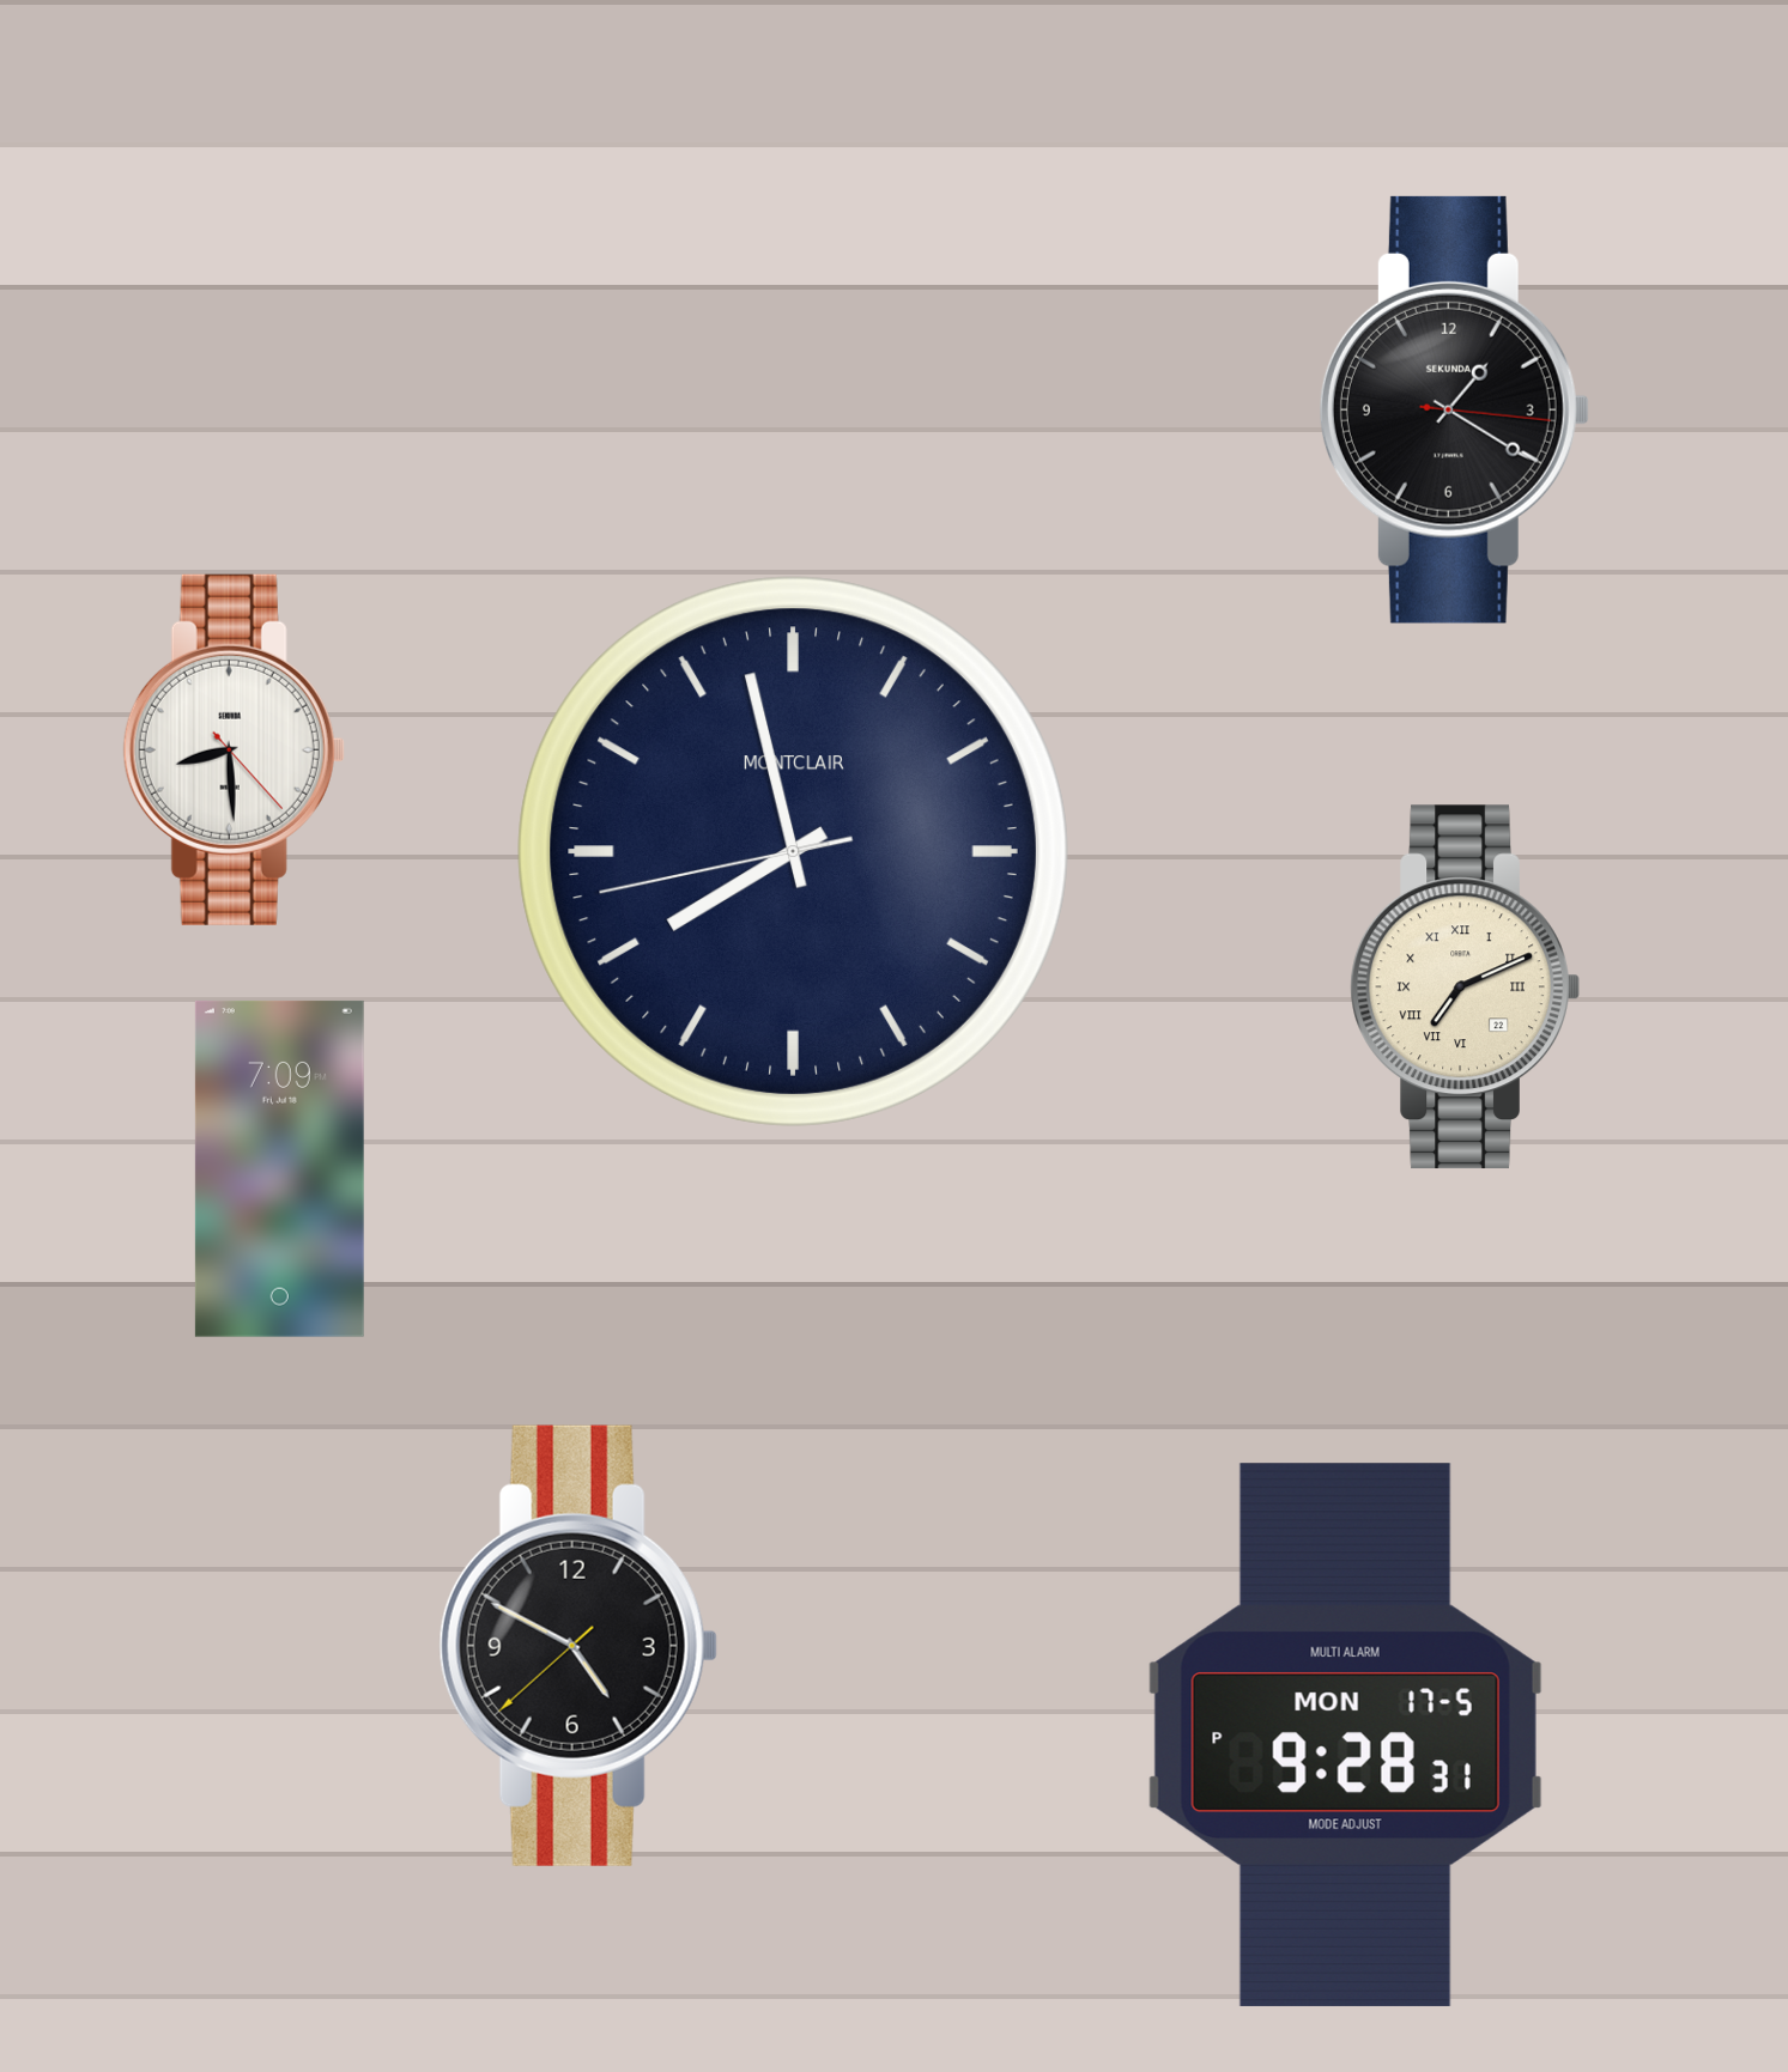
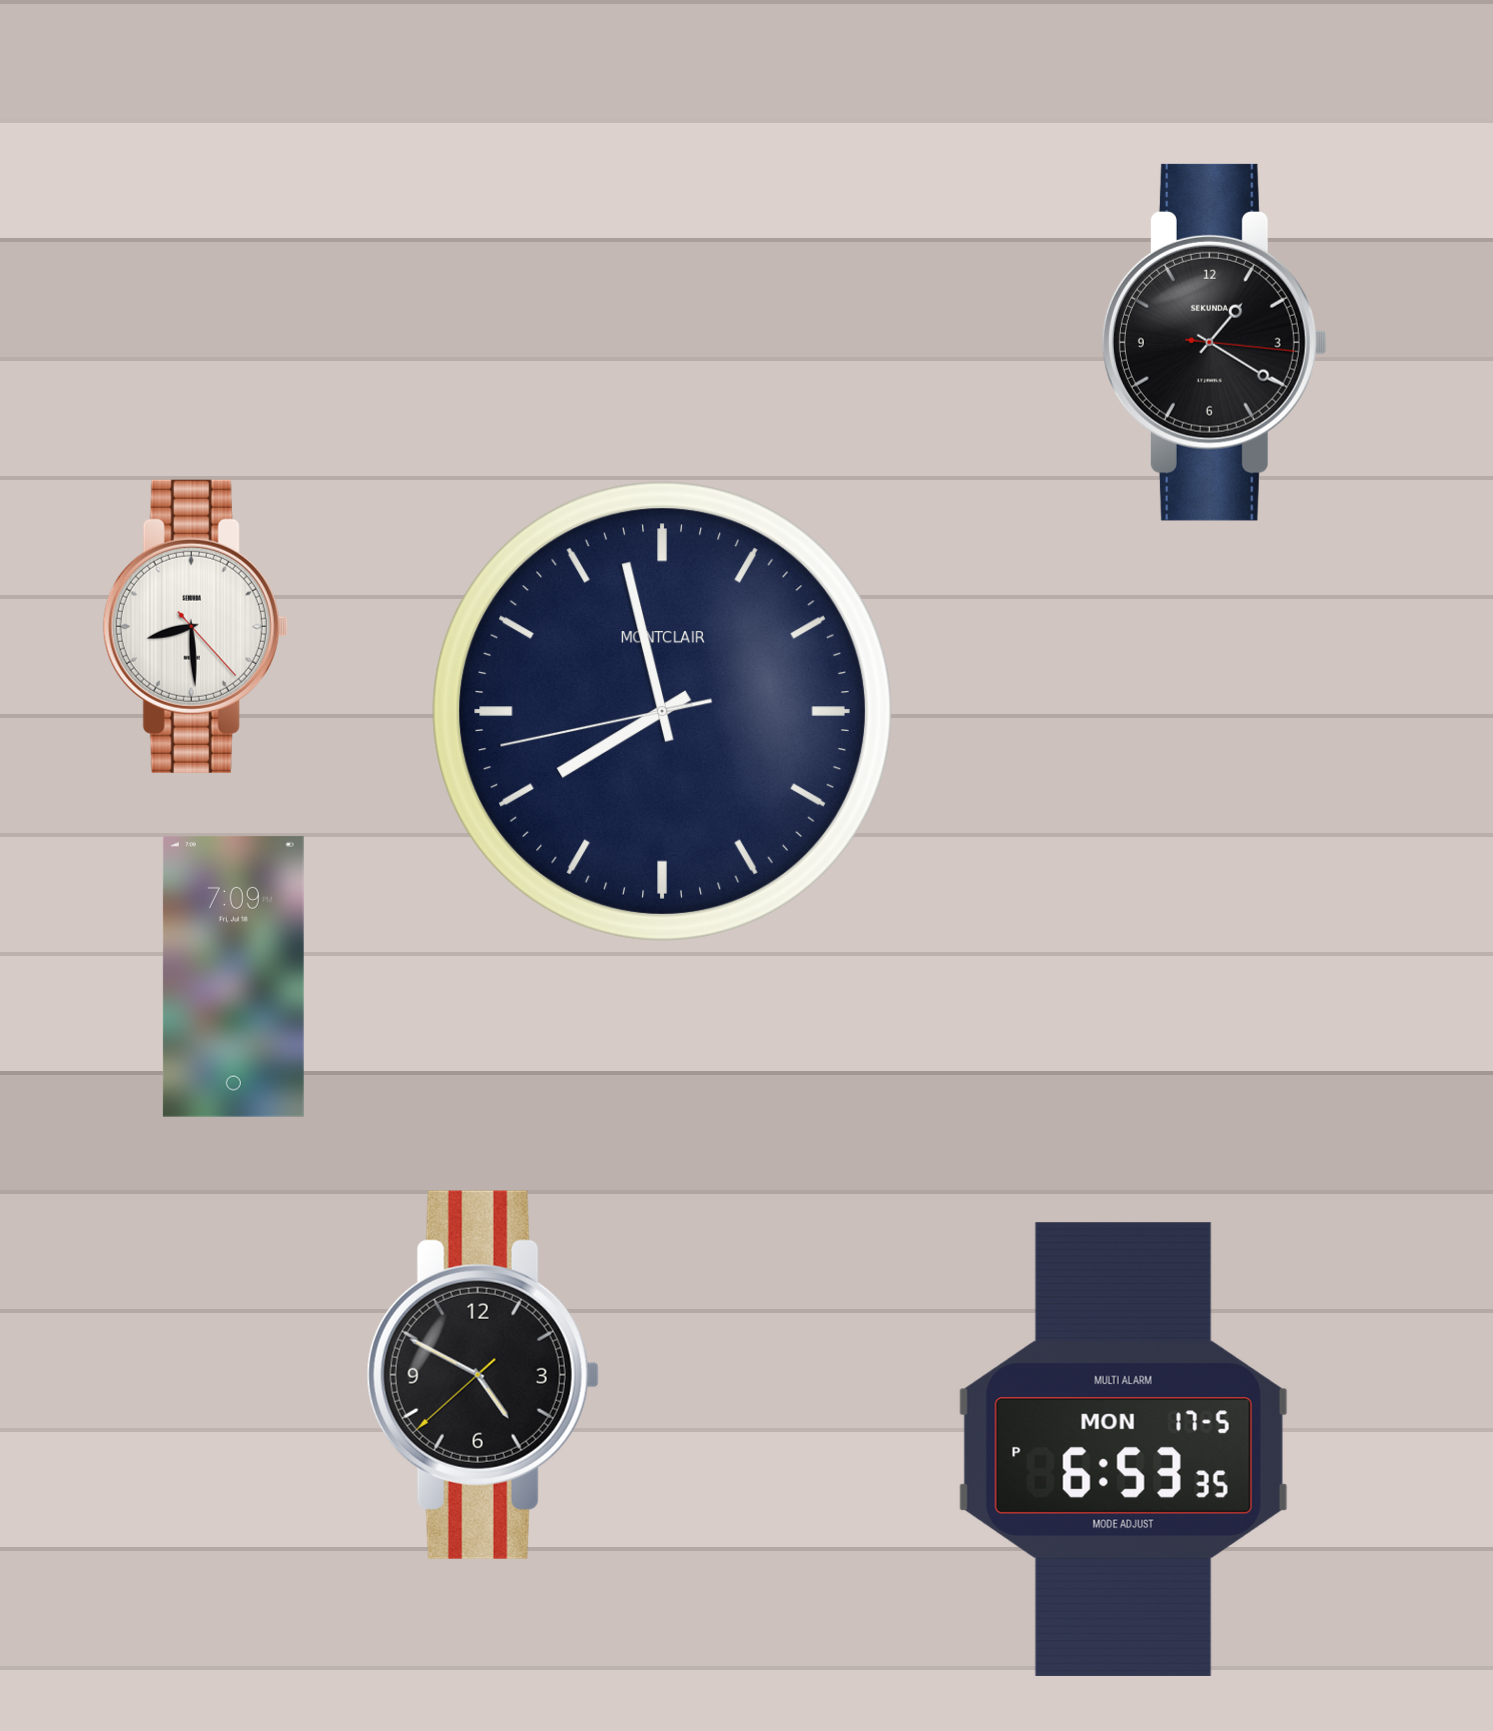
clock at (1465, 988): 7:11 -> none
clock at (1345, 1734): 9:28 -> 6:53
